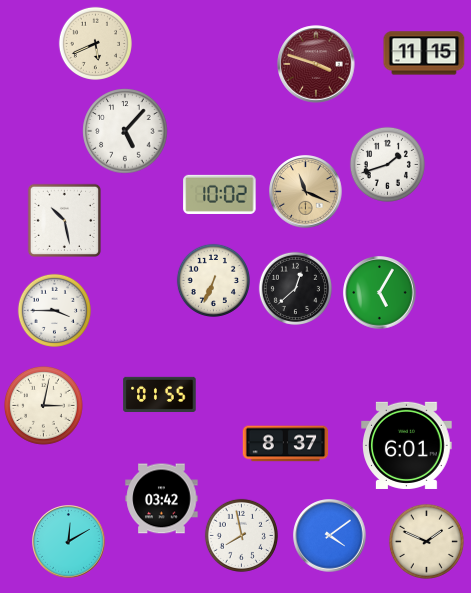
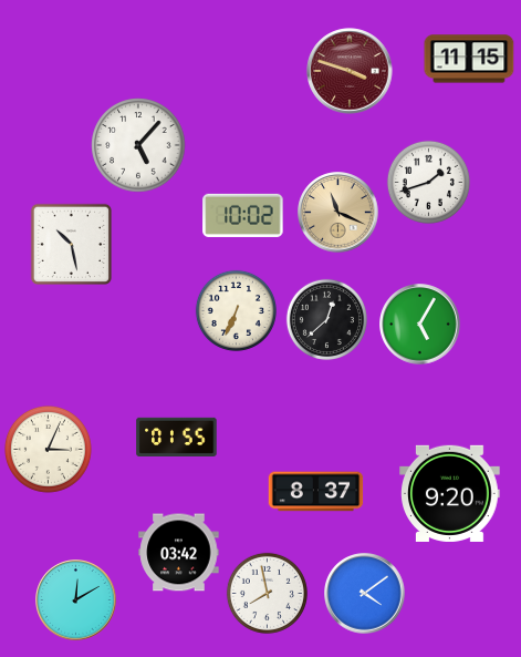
clock at (95, 43): 5:41 -> none
clock at (54, 310): 3:45 -> none
clock at (43, 405): 3:02 -> 3:04
clock at (407, 445): 6:01 -> 9:20
clock at (426, 541): 1:49 -> none
